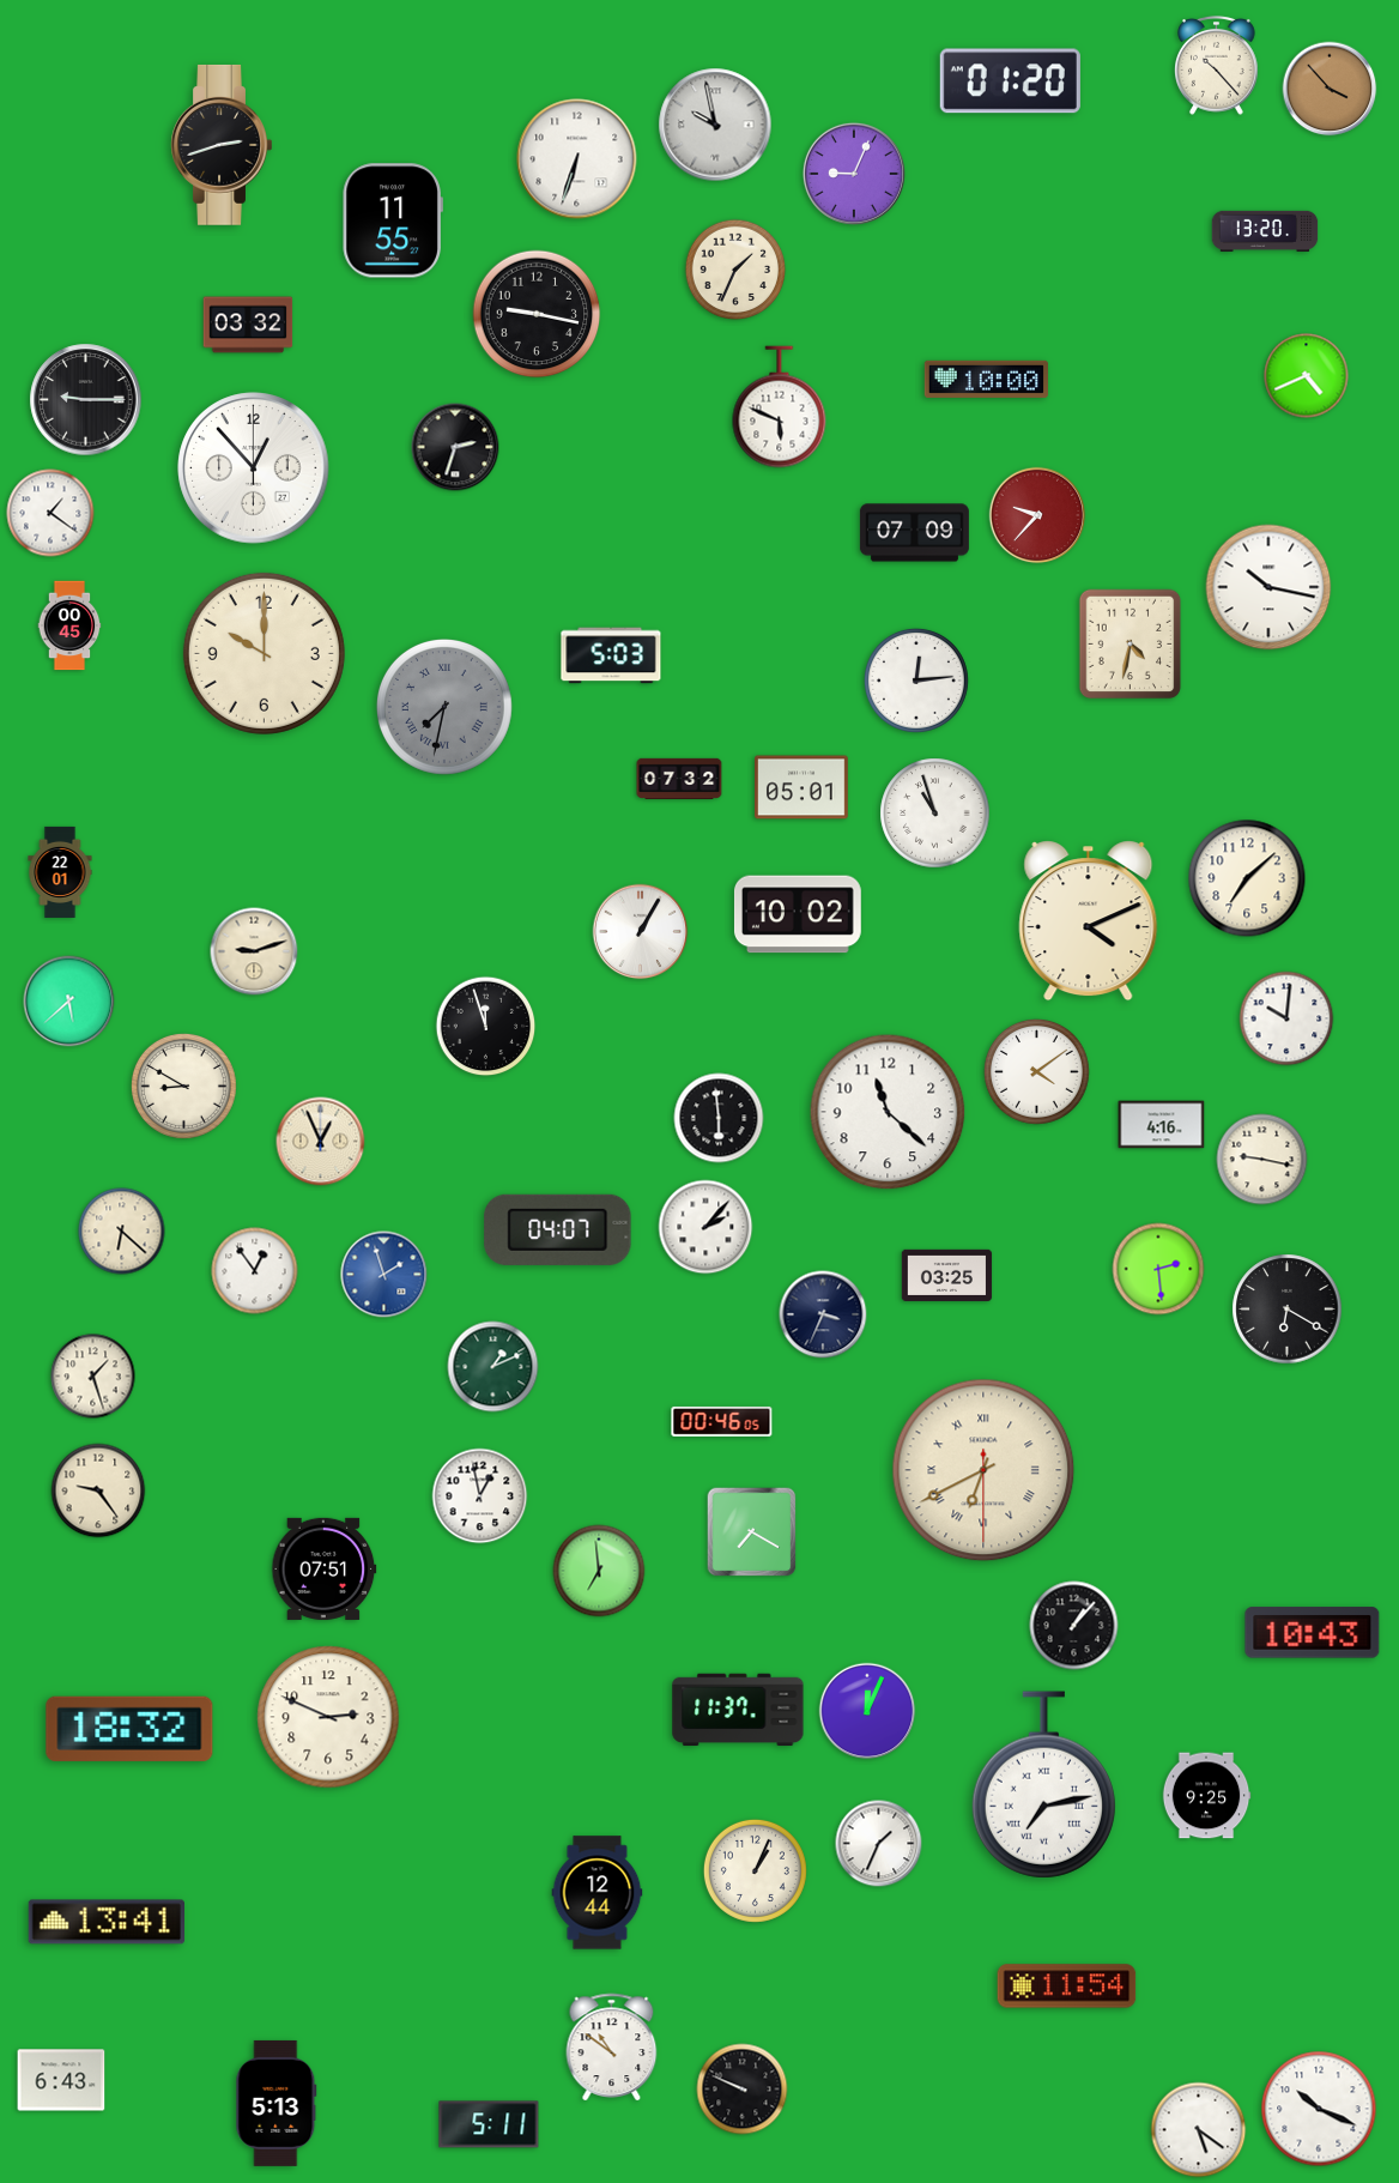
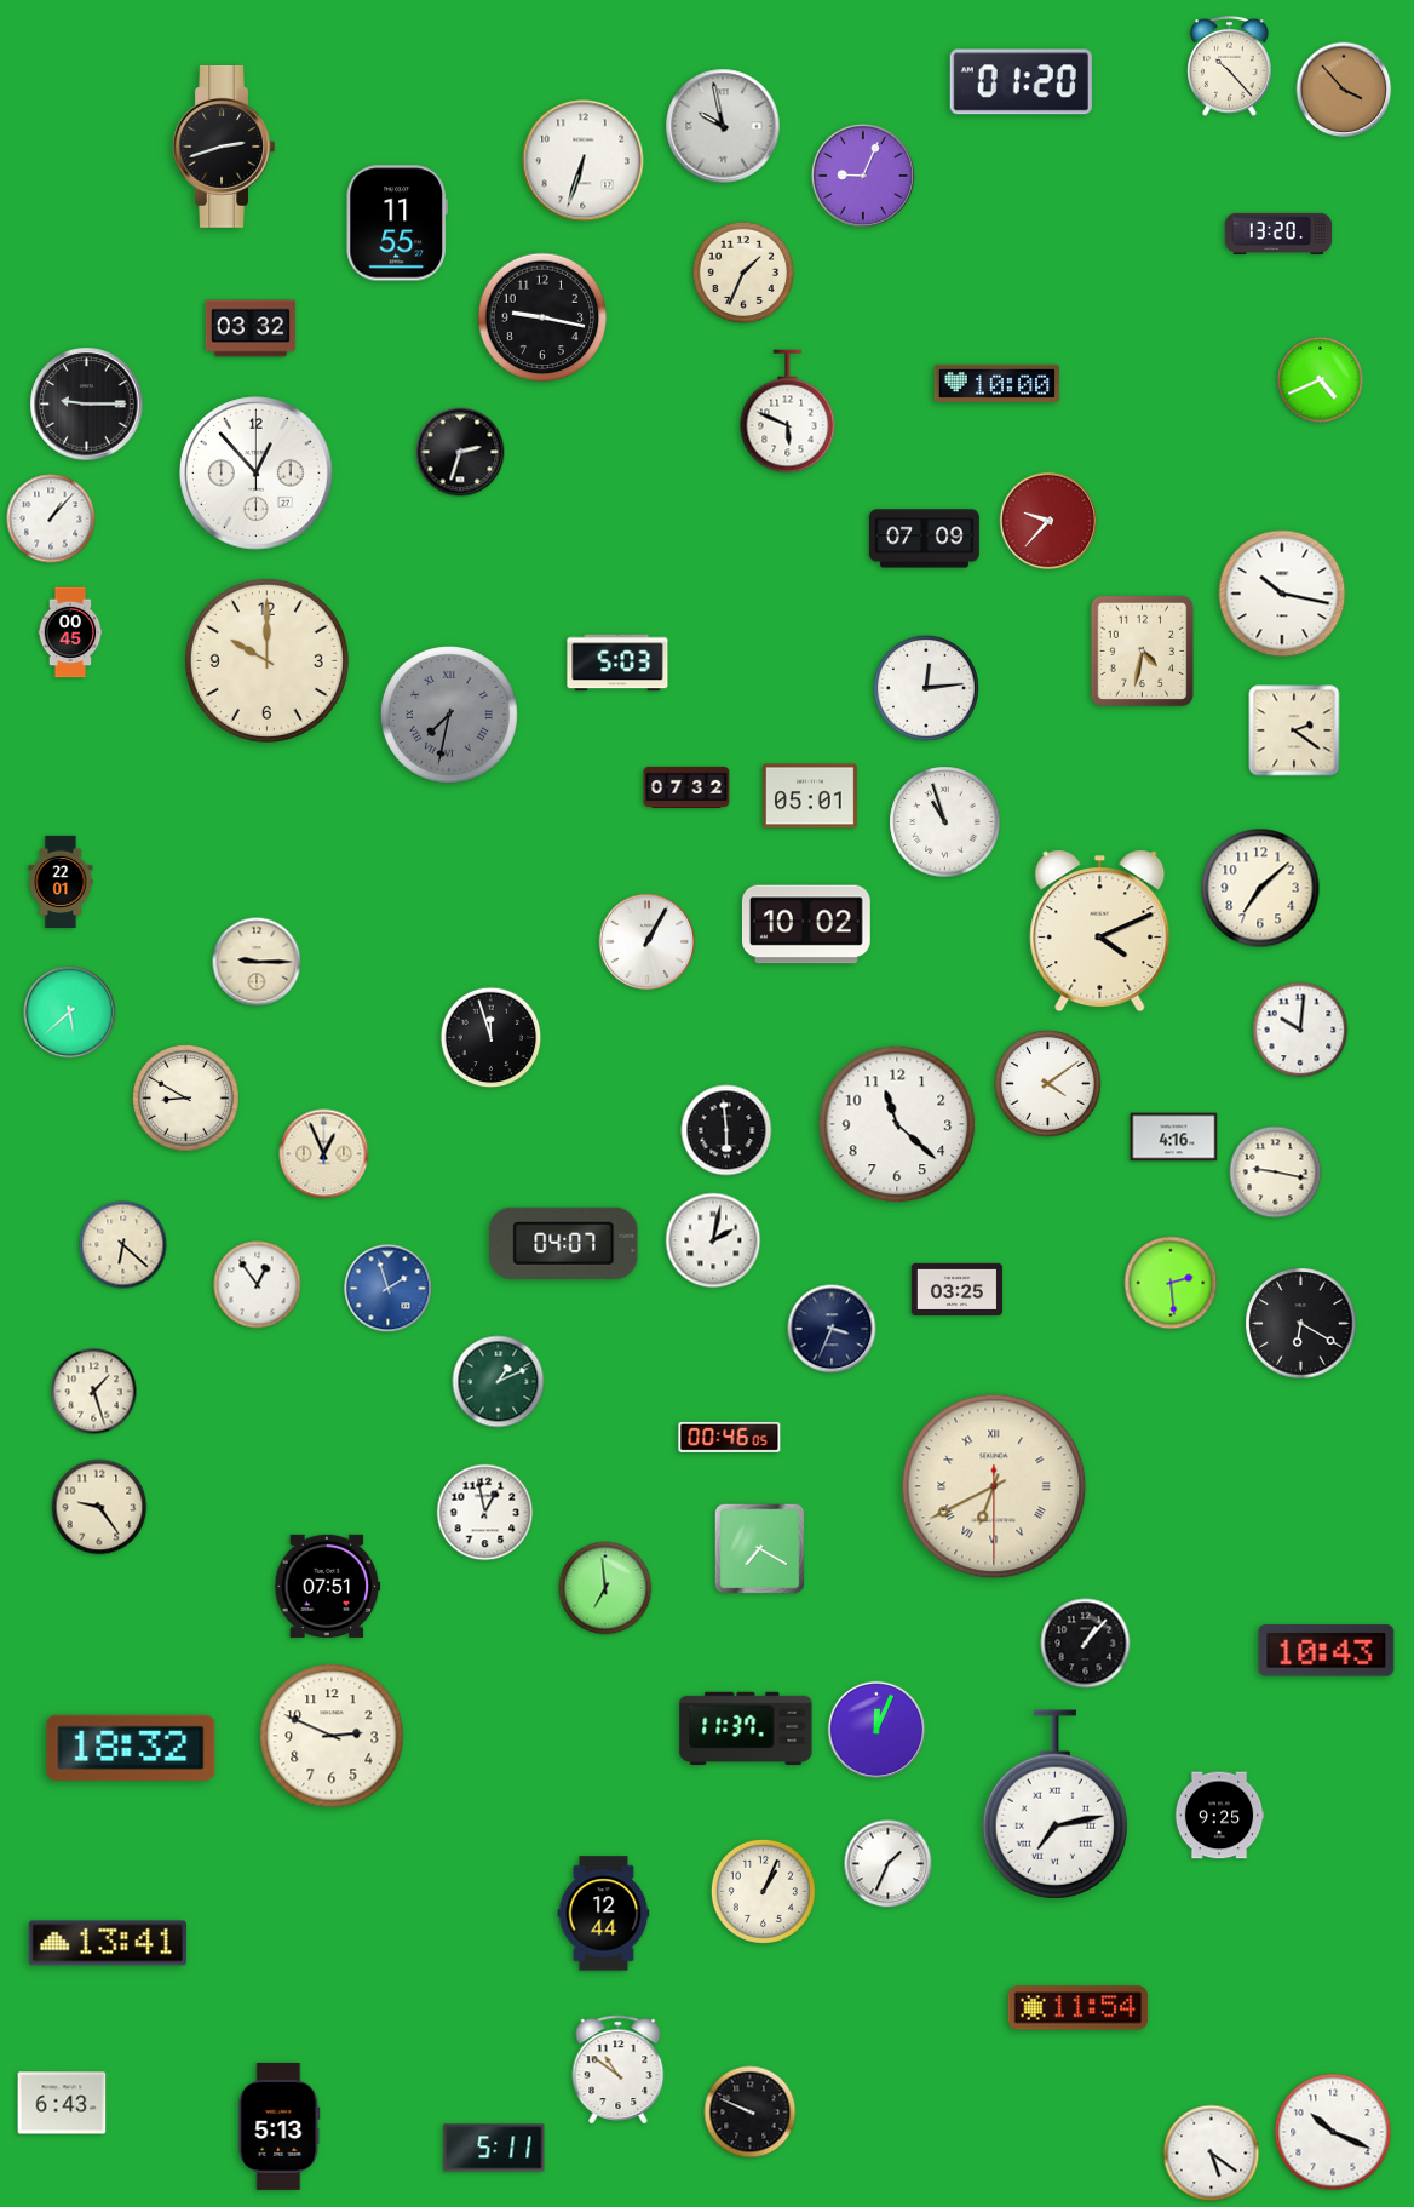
clock at (50, 513): 1:21 -> 1:07
clock at (1294, 730): none -> 2:21
clock at (254, 951): 9:12 -> 9:15
clock at (705, 1227): 2:07 -> 2:02
